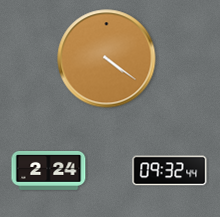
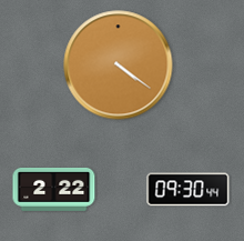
clock at (49, 170): 2:24 -> 2:22
clock at (170, 171): 09:32 -> 09:30
